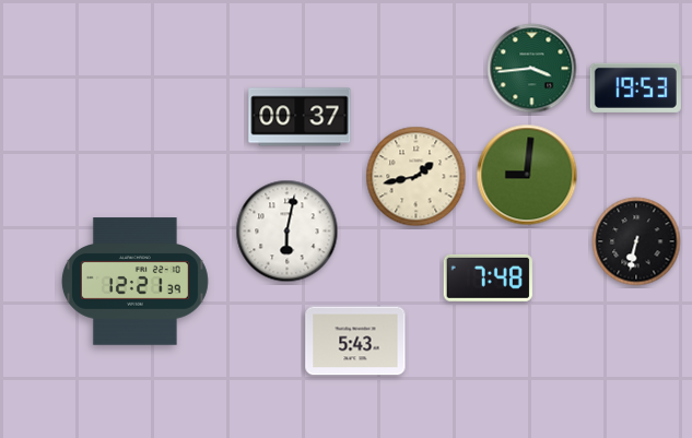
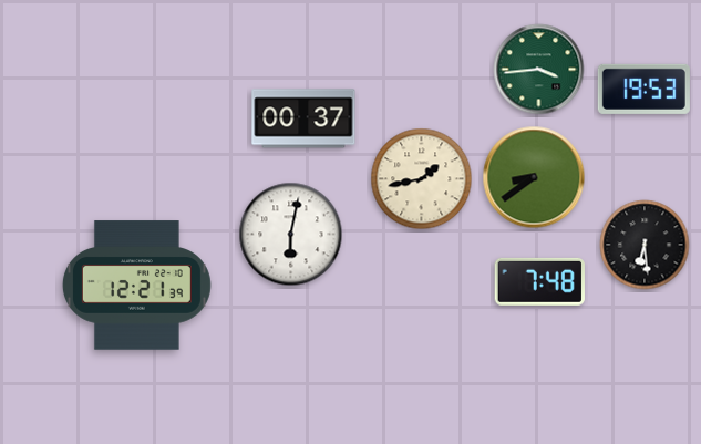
clock at (527, 175): 9:01 -> 8:39
clock at (636, 241): 6:32 -> 6:29
clock at (488, 277) position: (488, 277) -> (539, 281)
clock at (355, 341): 5:43 -> none
